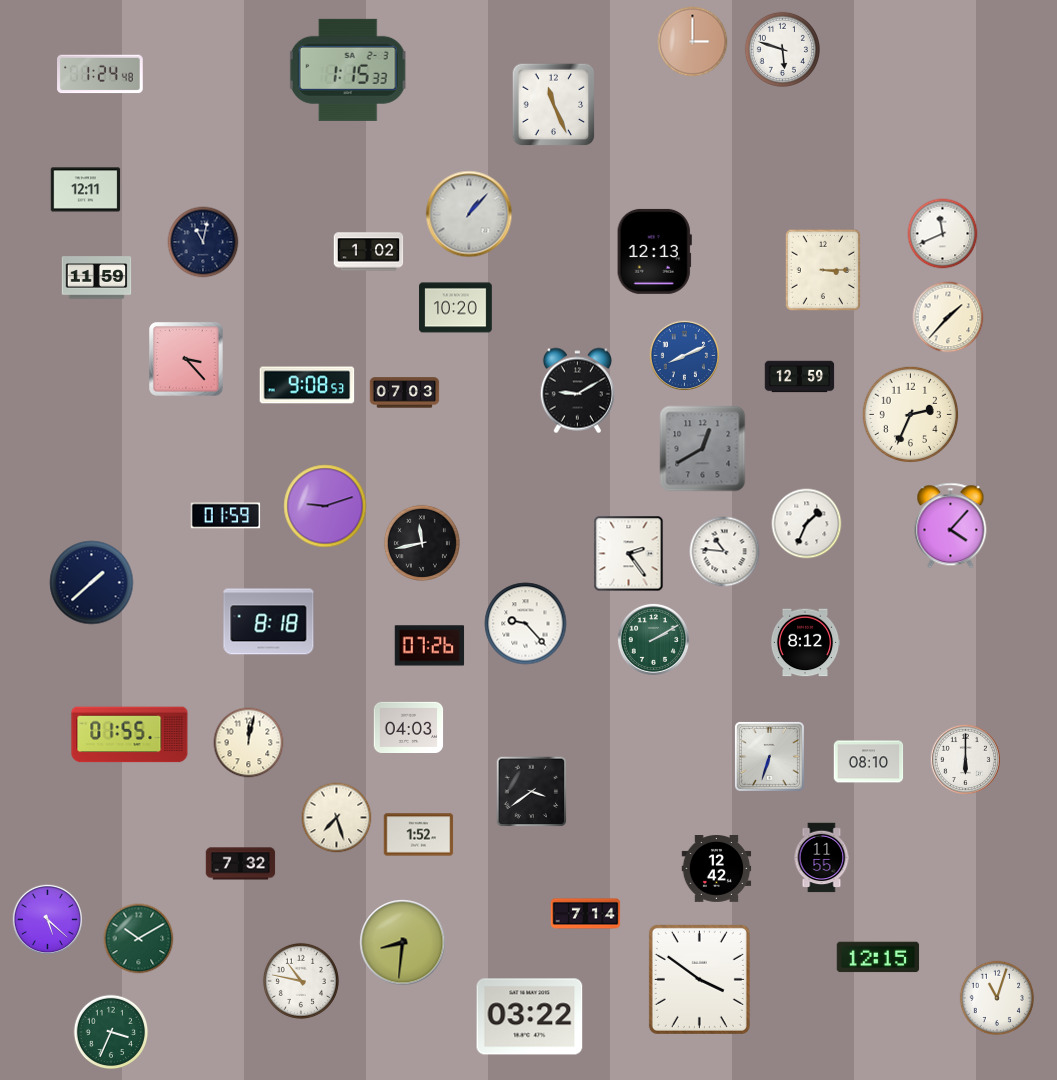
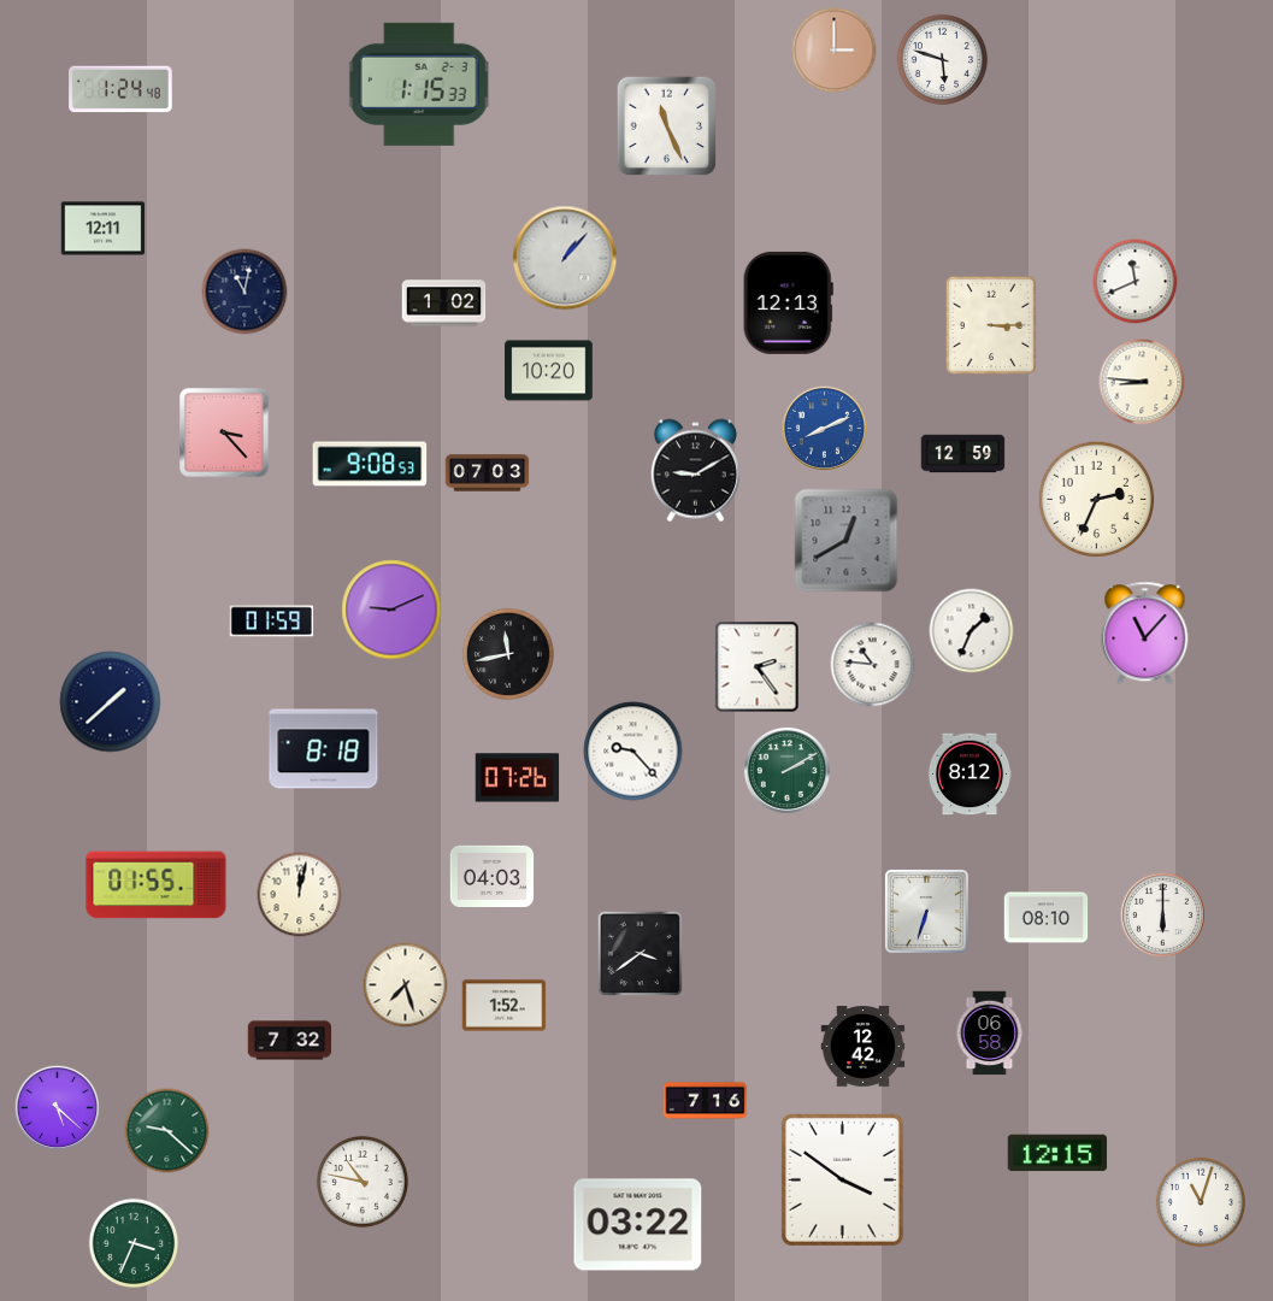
clock at (97, 278): 11:59 -> none
clock at (948, 317): 1:37 -> 8:46
clock at (325, 506): 9:12 -> 9:11
clock at (951, 526): 4:07 -> 11:07
clock at (822, 858): 11:55 -> 06:58
clock at (586, 914): 7:14 -> 7:16
clock at (139, 939): 10:10 -> 9:22
clock at (403, 943): 8:31 -> none
